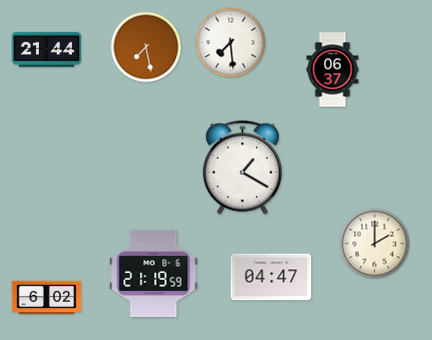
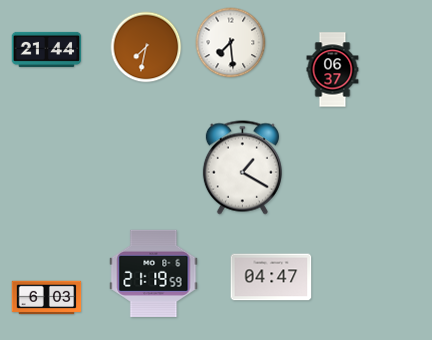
clock at (146, 47): 7:28 -> 7:32
clock at (375, 244): 2:00 -> none
clock at (47, 298): 6:02 -> 6:03
